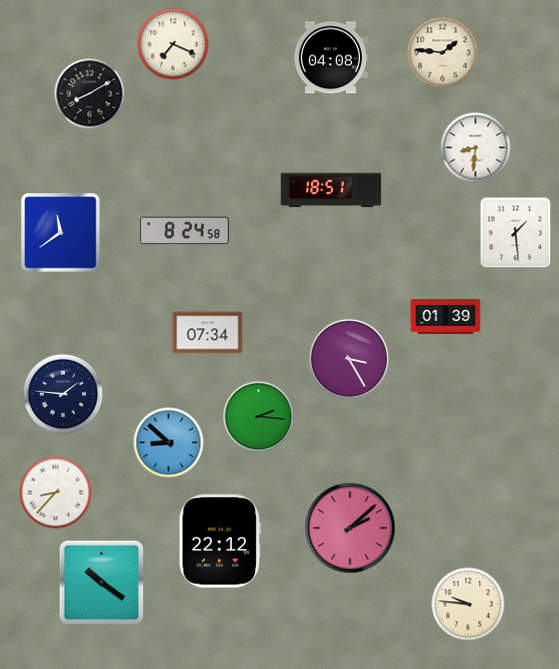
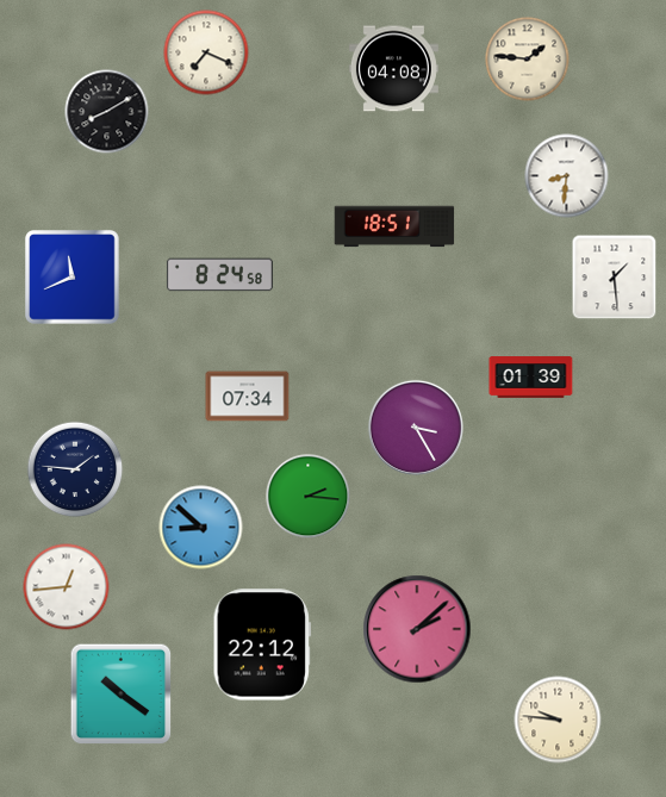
clock at (443, 53) position: (443, 53) -> (528, 60)
clock at (61, 233): 11:39 -> 11:41
clock at (56, 493): 8:37 -> 12:44
